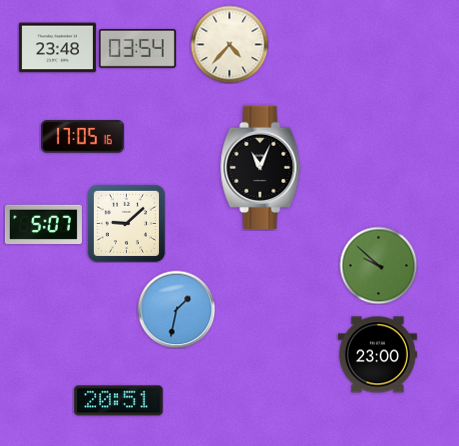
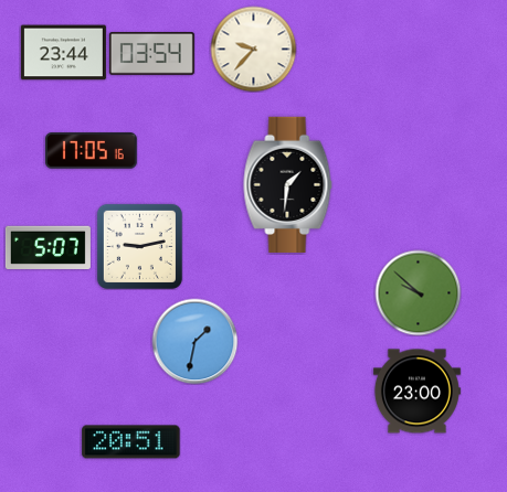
clock at (229, 44): 4:37 -> 9:37
clock at (57, 48): 23:48 -> 23:44
clock at (261, 167): 11:04 -> 1:31
clock at (126, 223): 9:08 -> 9:13
